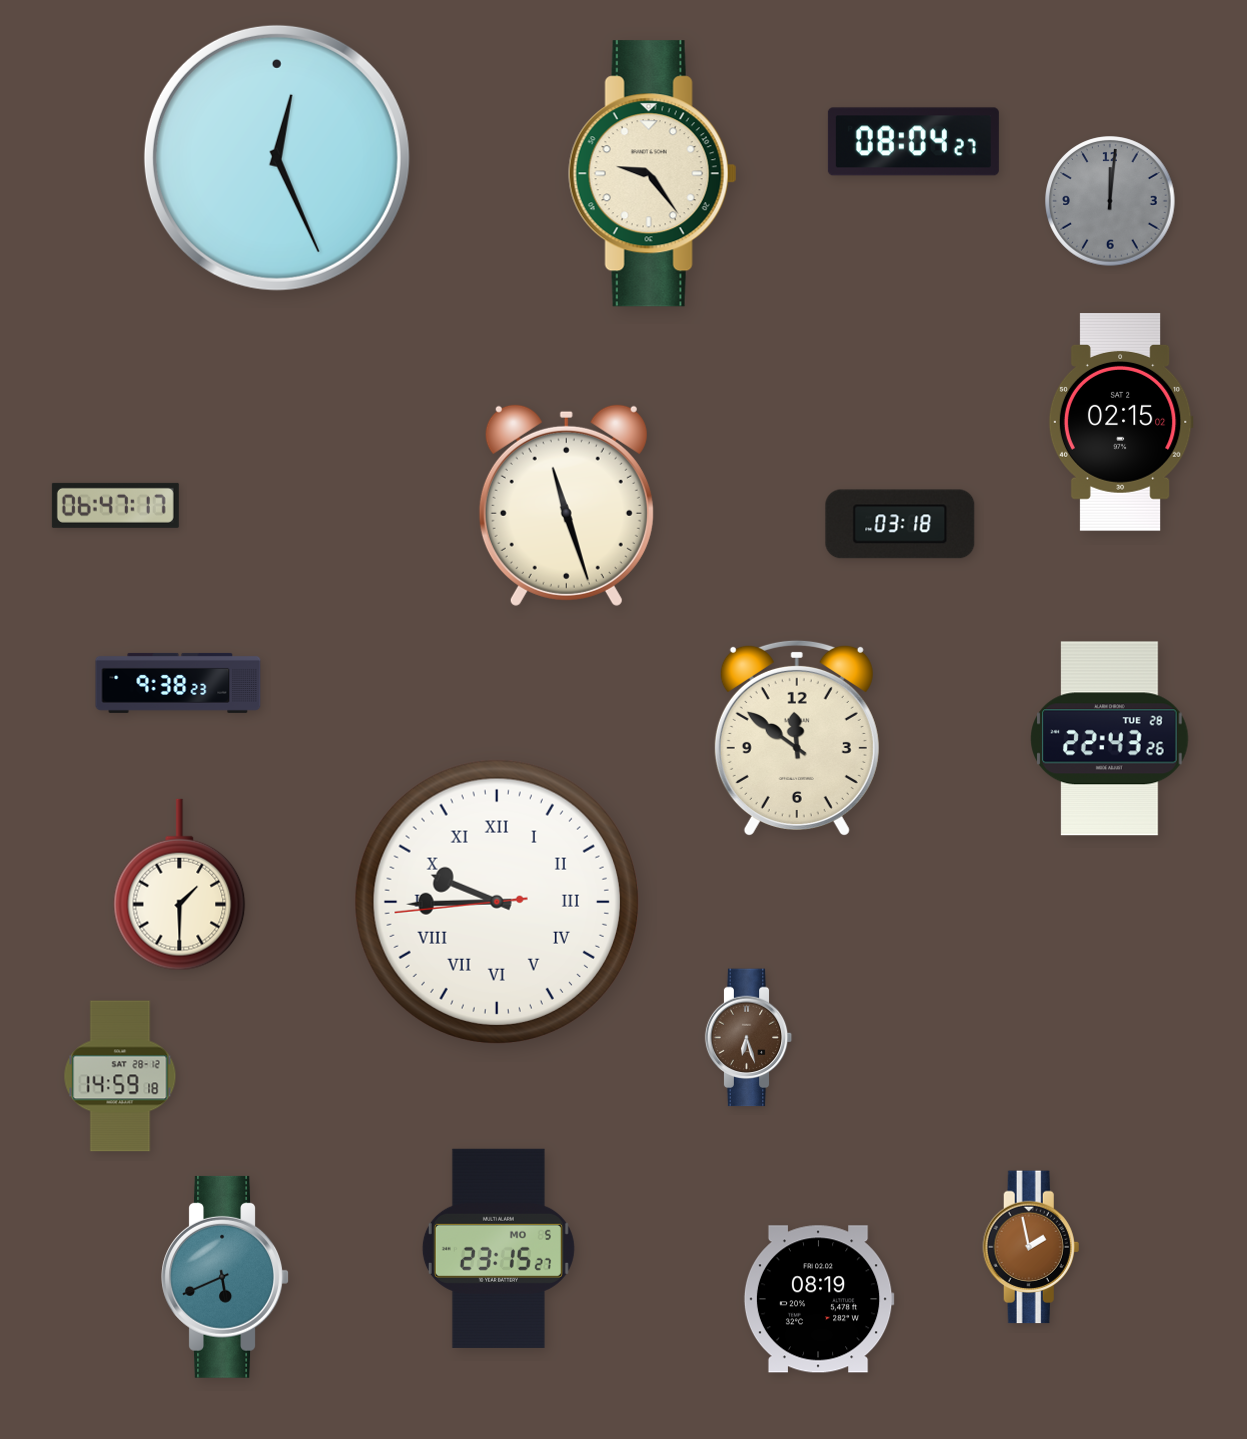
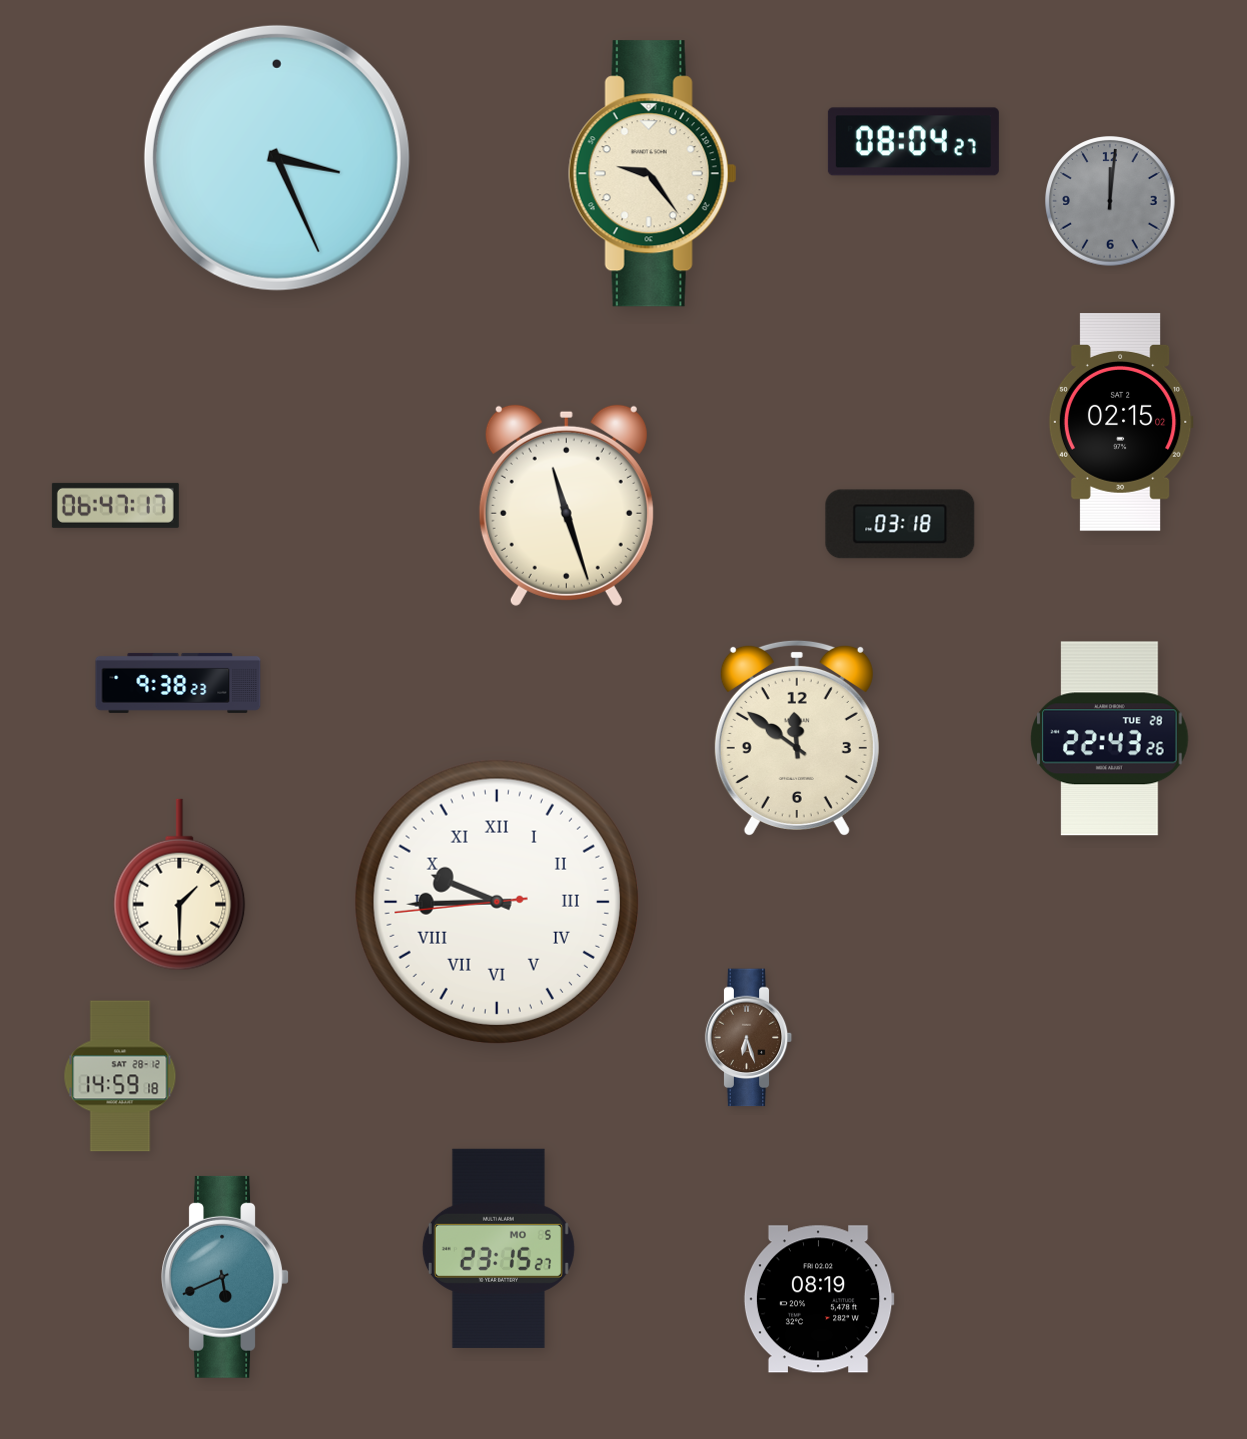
clock at (277, 158): 12:26 -> 3:26
clock at (1031, 1247): 1:58 -> none
